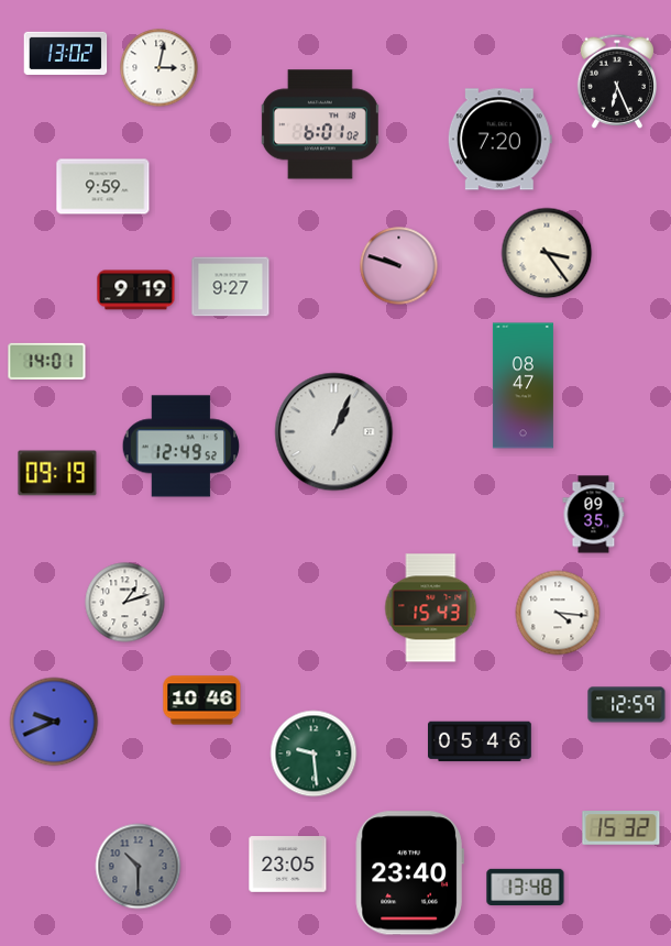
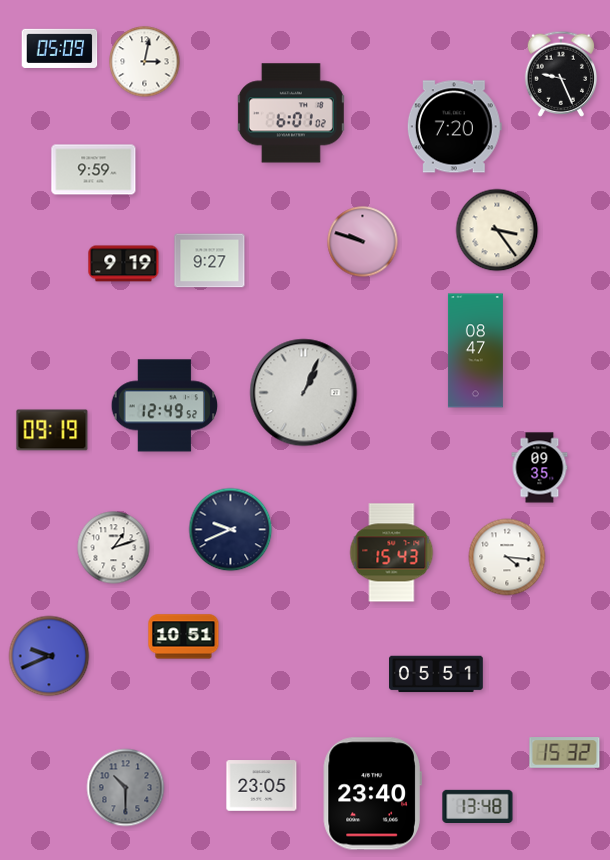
clock at (66, 53): 13:02 -> 05:09
clock at (616, 81): 6:26 -> 9:26
clock at (47, 361): 14:01 -> none
clock at (231, 530): none -> 9:41
clock at (202, 701): 10:46 -> 10:51
clock at (627, 705): 12:59 -> none
clock at (481, 741): 05:46 -> 05:51
clock at (313, 754): 9:29 -> none
